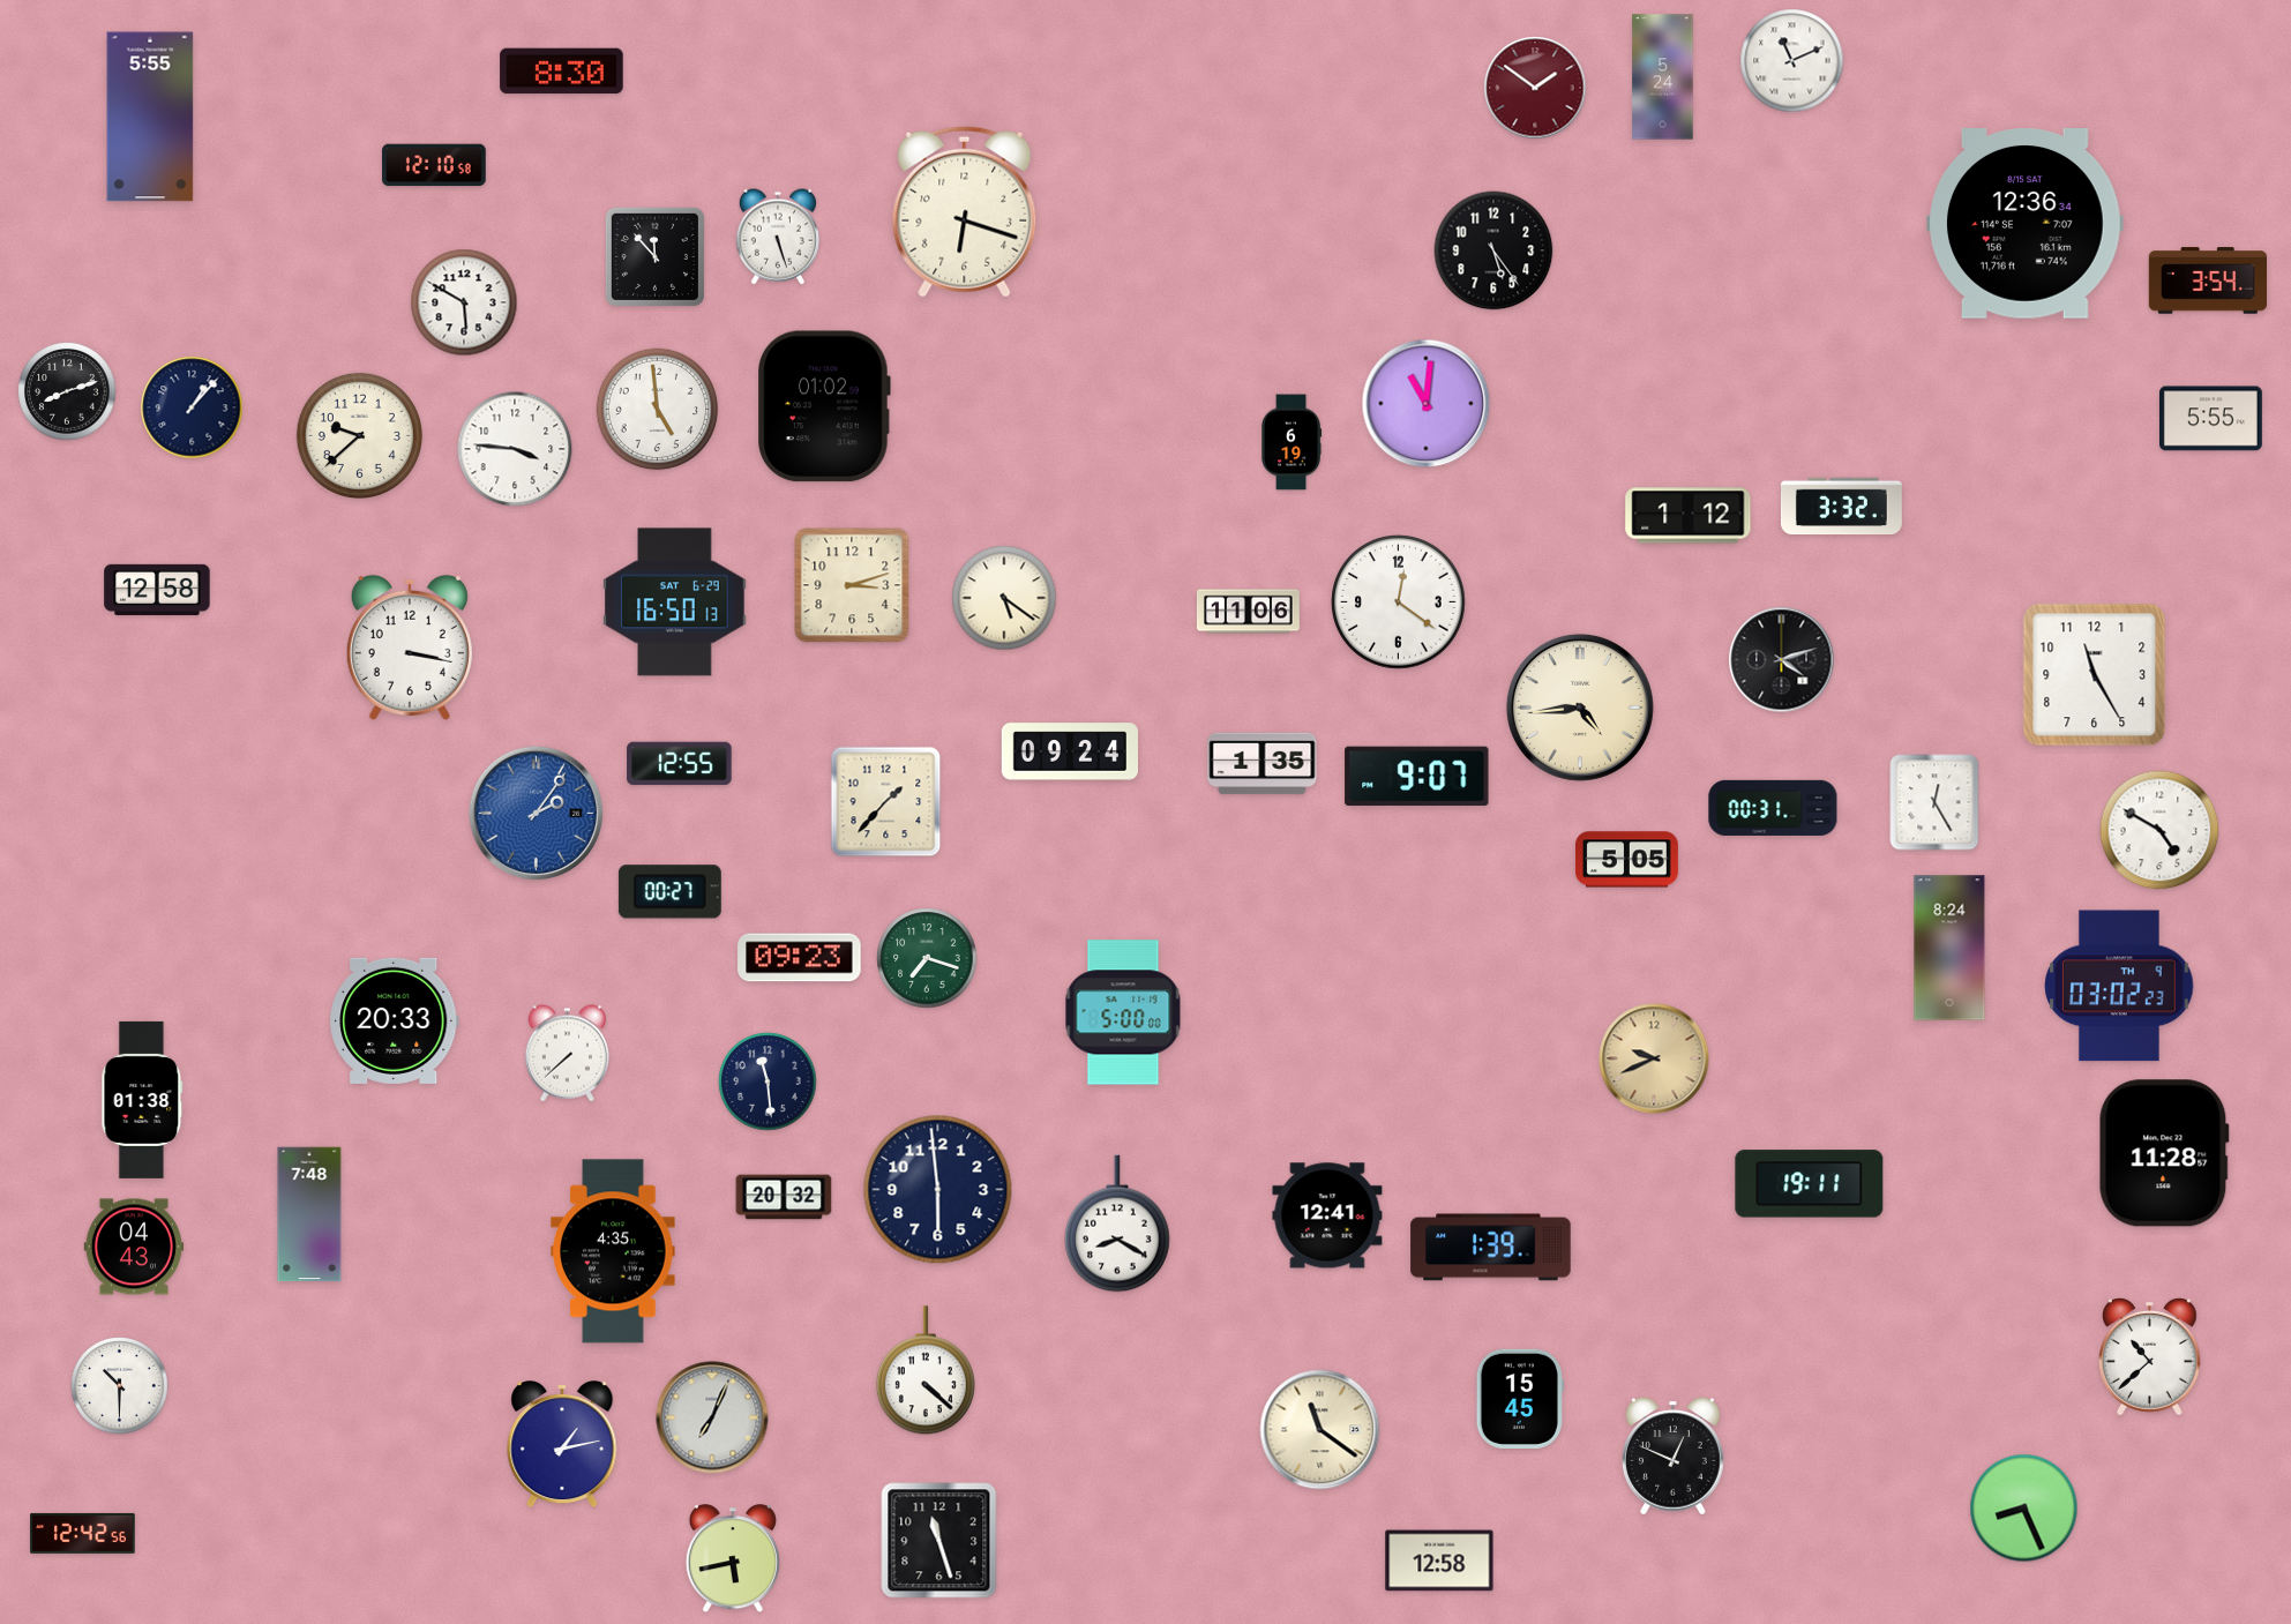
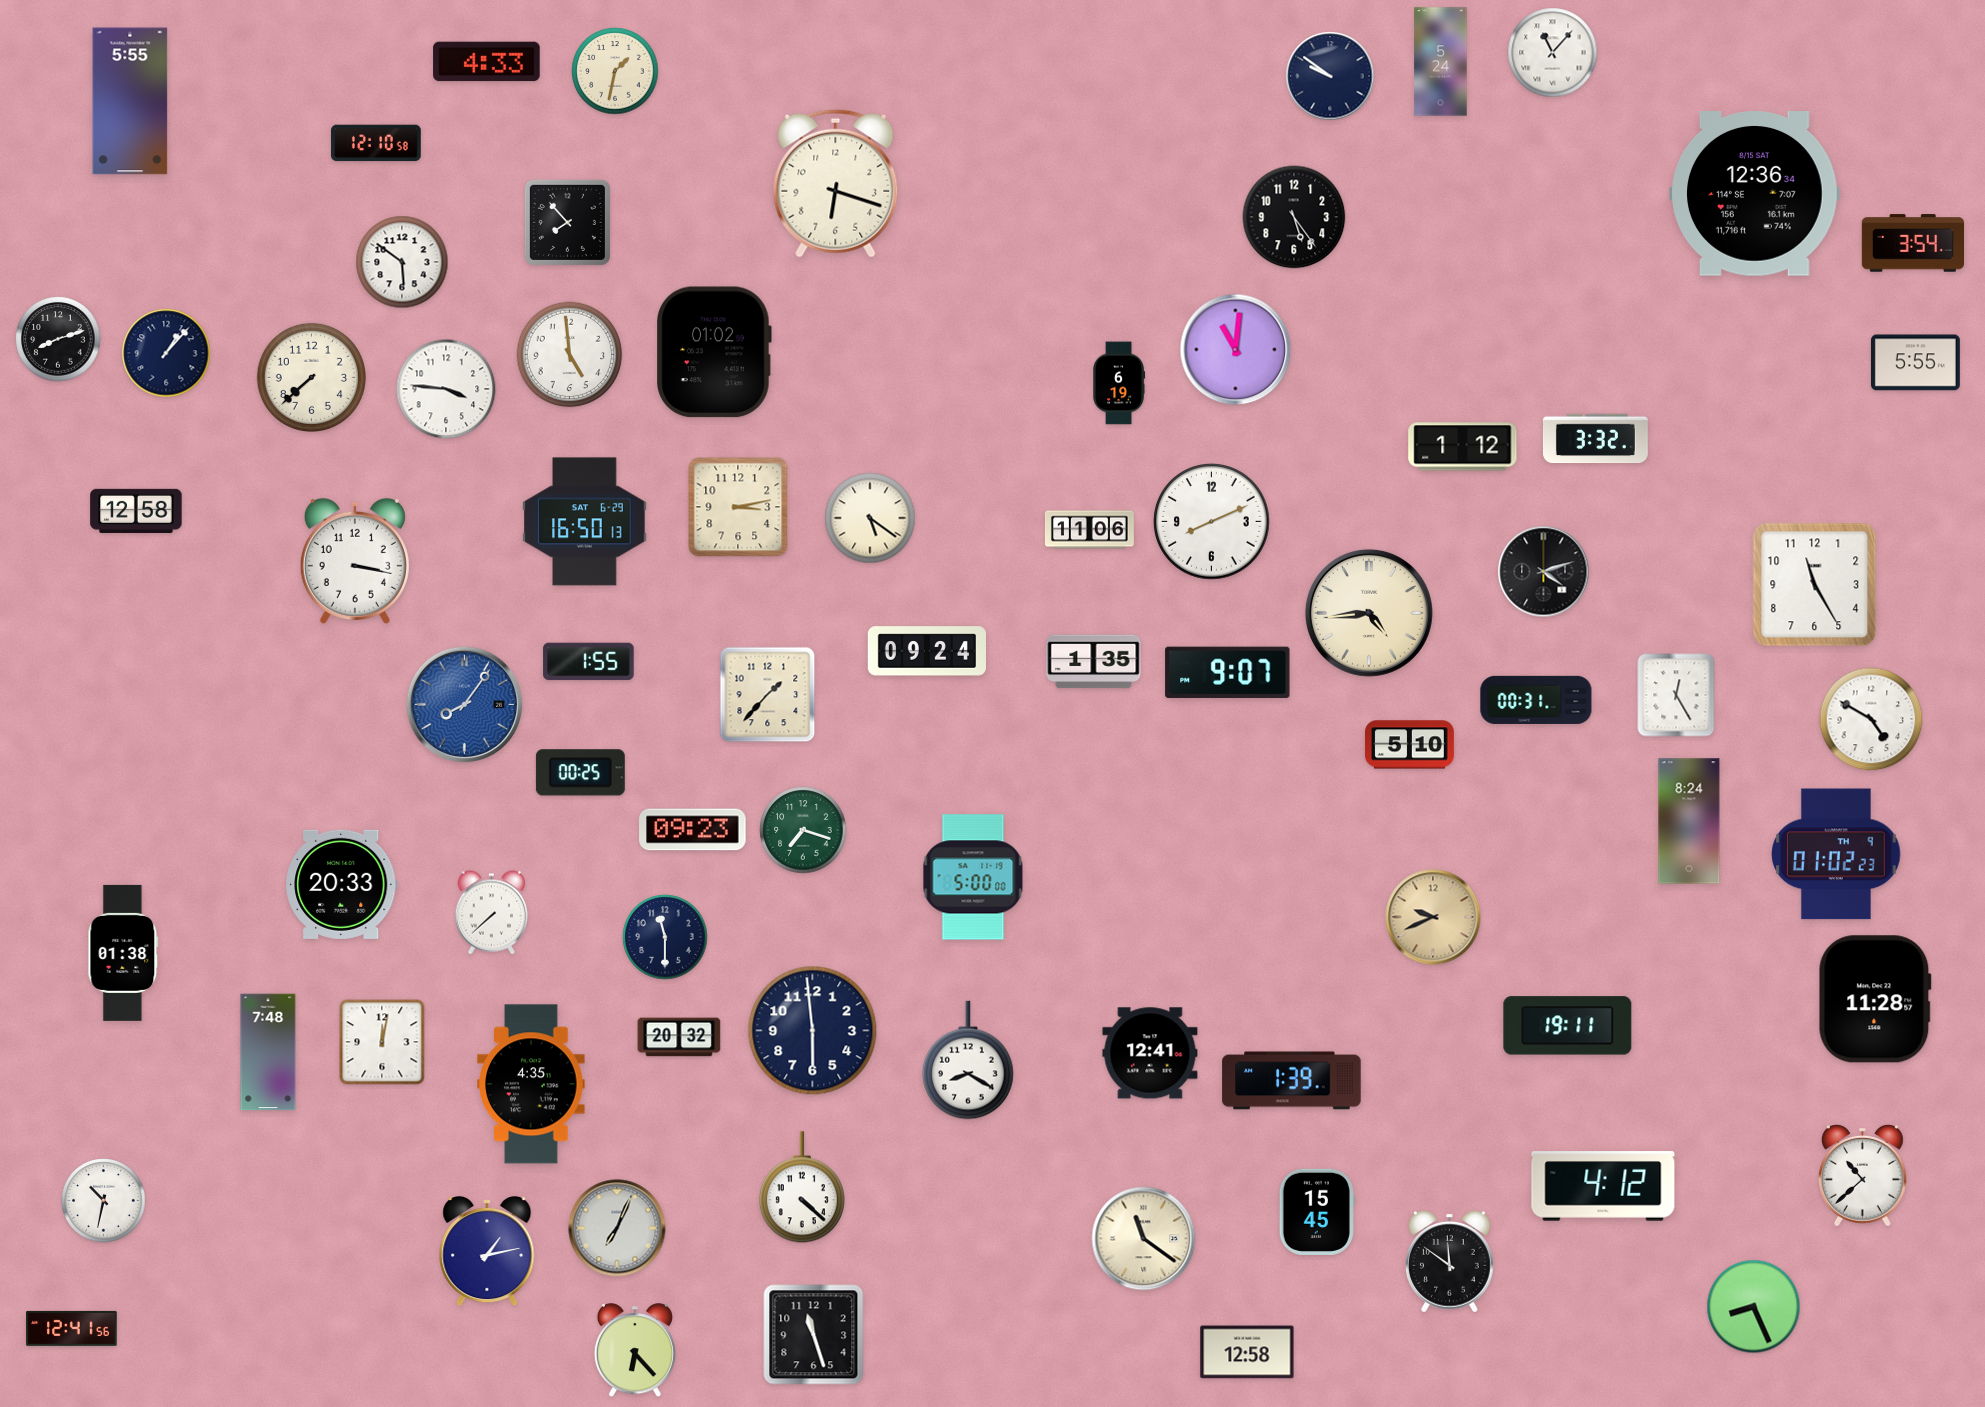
clock at (1792, 61): 11:11 -> 11:07
clock at (562, 72): 8:30 -> 4:33
clock at (1663, 77) position: (1663, 77) -> (1441, 62)
clock at (615, 71): none -> 1:32
clock at (1535, 88): 1:51 -> 9:51
clock at (1535, 88) dial: burgundy -> navy
clock at (778, 237): 5:27 -> none
clock at (654, 256): 11:53 -> 7:53
clock at (464, 302): 5:50 -> 5:51
clock at (359, 435): 9:38 -> 7:38
clock at (852, 585): 3:12 -> 3:13
clock at (1399, 603): 12:21 -> 8:11
clock at (1249, 612) position: (1249, 612) -> (1090, 530)
clock at (680, 764): 12:55 -> 1:55
clock at (537, 814): 2:06 -> 8:06
clock at (1626, 860): 5:05 -> 5:10
clock at (669, 892): 00:27 -> 00:25
clock at (2120, 986): 03:02 -> 01:02
clock at (768, 1082): 11:29 -> 11:30
clock at (382, 1042): none -> 12:02
clock at (133, 1247): 04:43 -> none
clock at (1603, 1186): none -> 4:12
clock at (120, 1386): 10:30 -> 10:32
clock at (1674, 1457): 12:49 -> 11:51
clock at (83, 1533): 12:42 -> 12:41
clock at (733, 1559): 5:43 -> 6:23
